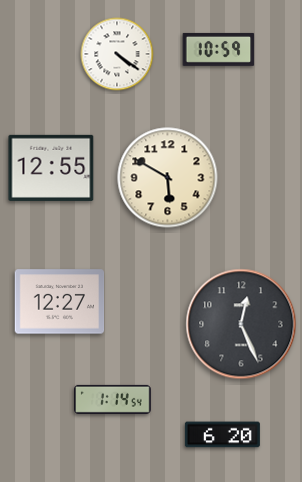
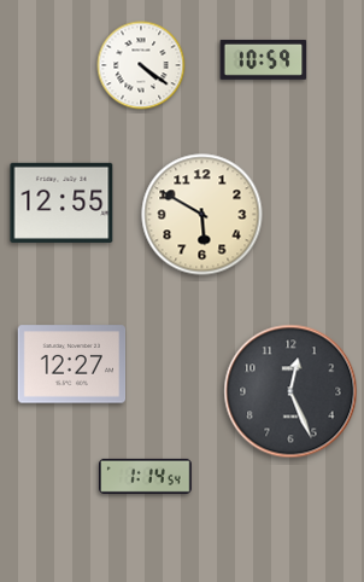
clock at (113, 399) position: (113, 399) -> (146, 476)
clock at (222, 435): 6:20 -> none
